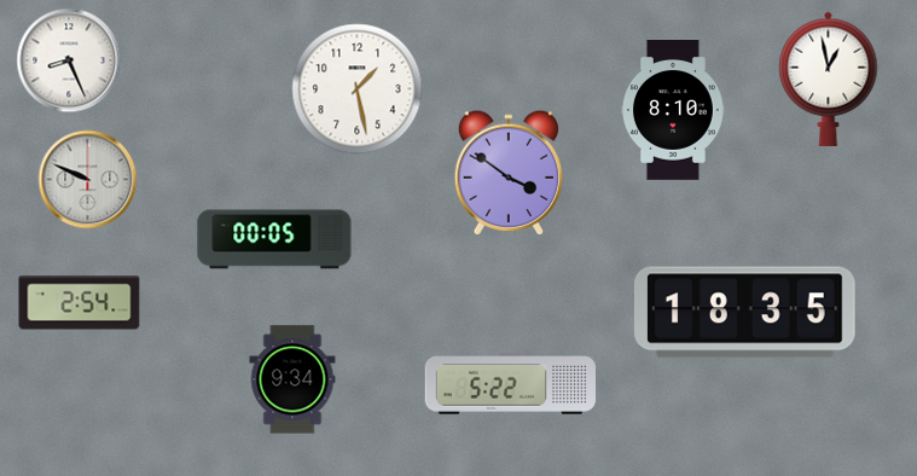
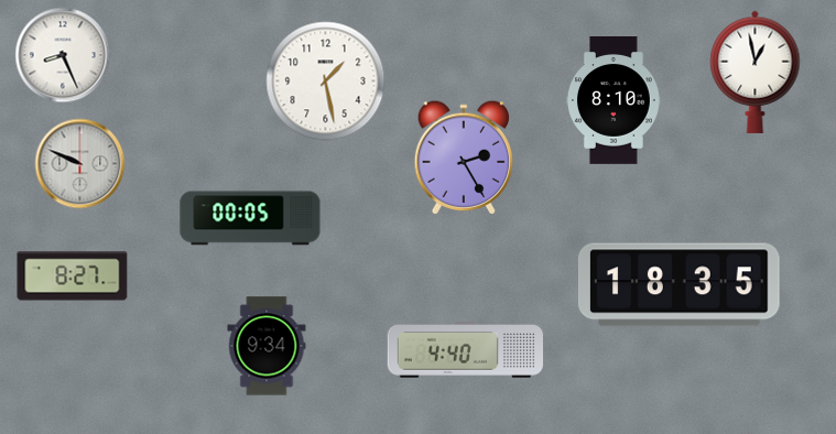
clock at (507, 173): 3:51 -> 2:25
clock at (80, 303): 2:54 -> 8:27
clock at (510, 384): 5:22 -> 4:40
